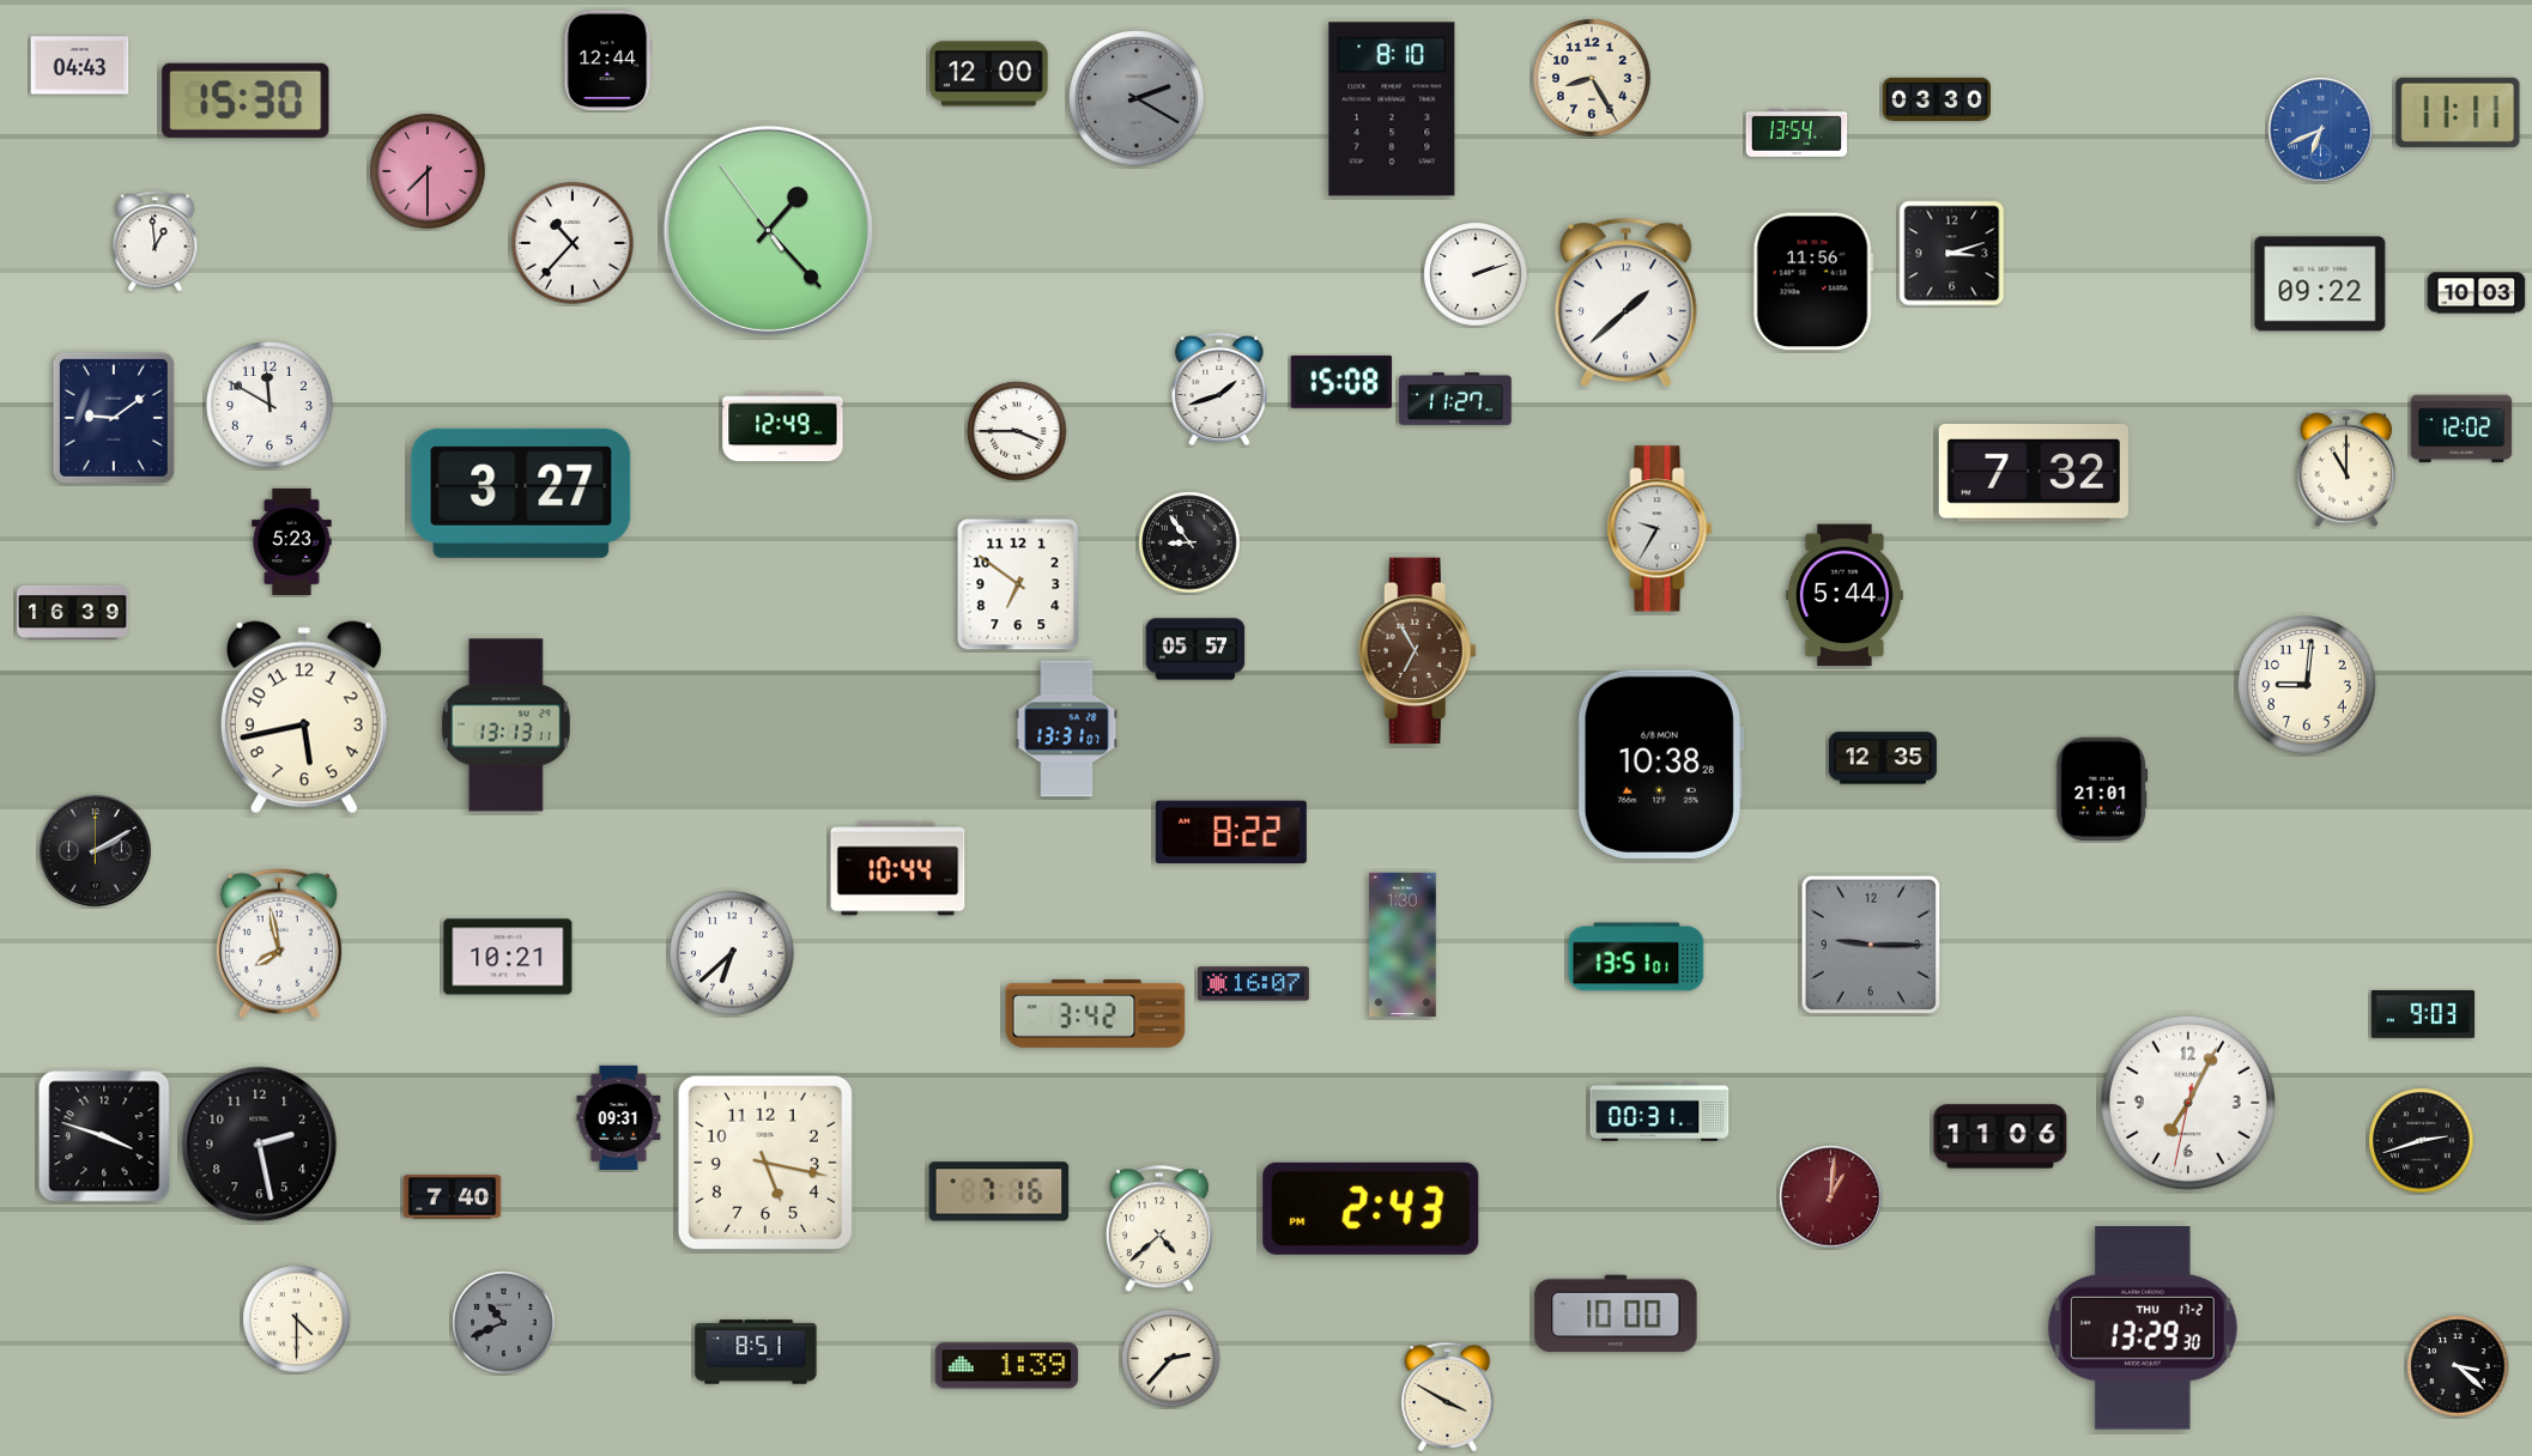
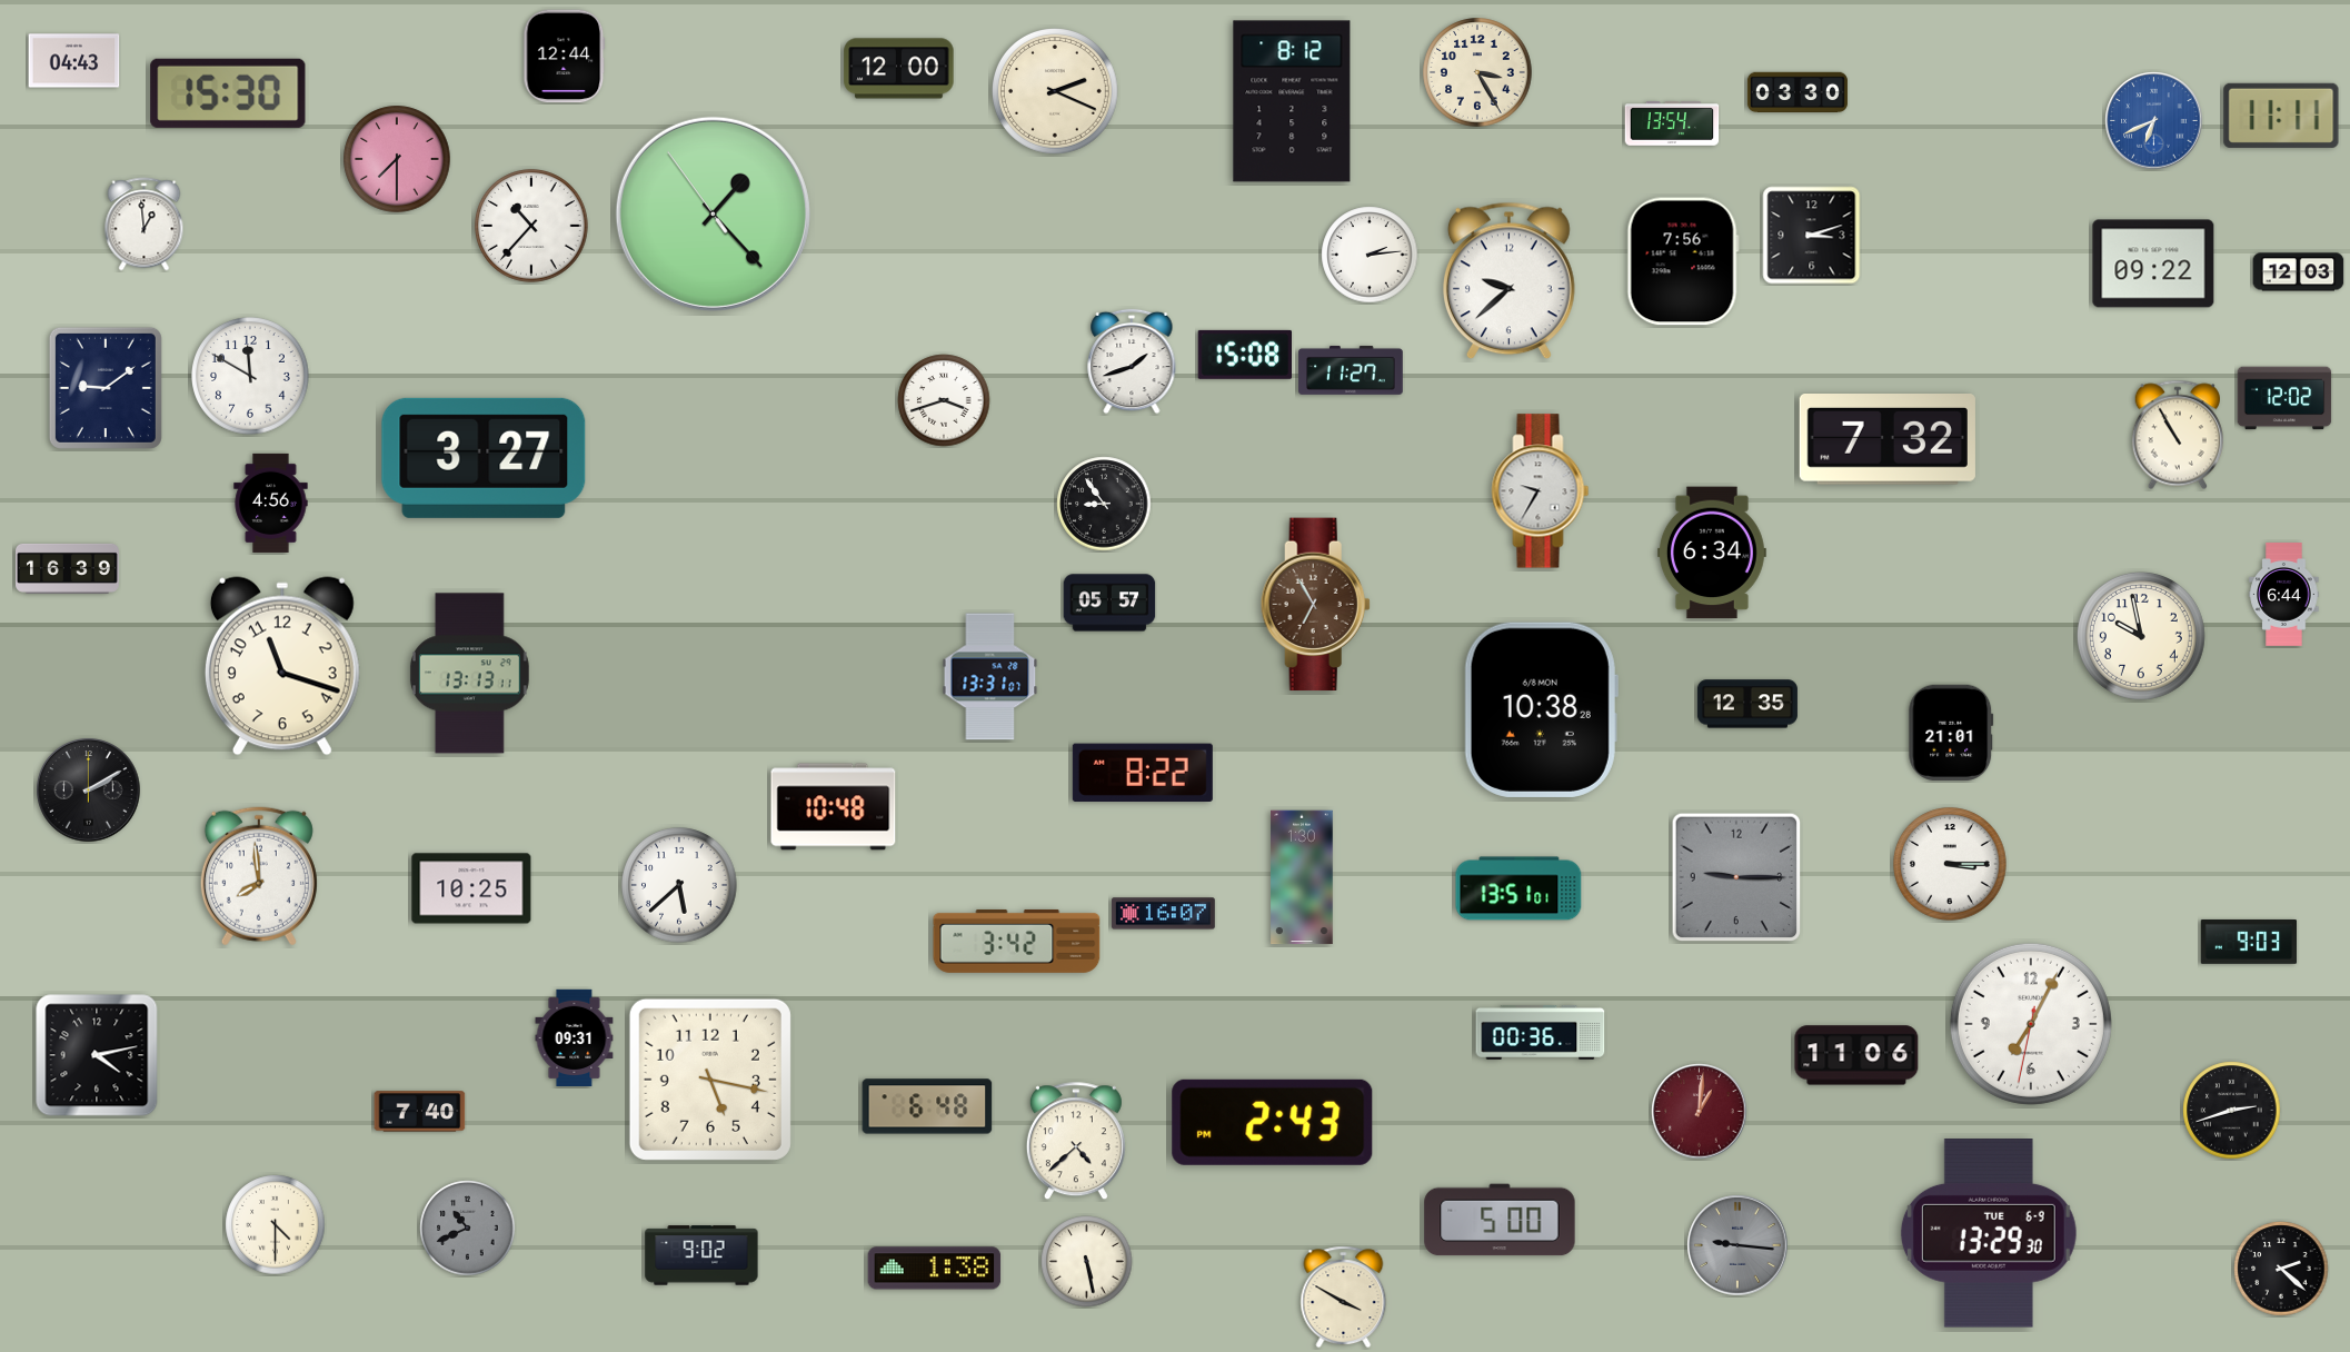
clock at (989, 74) position: (989, 74) -> (899, 69)
clock at (1592, 78): 8:25 -> 3:25
clock at (1138, 99): 2:20 -> 2:19
clock at (1138, 99) dial: grey -> cream
clock at (1392, 109): 8:10 -> 8:12
clock at (2458, 113) position: (2458, 113) -> (2281, 116)
clock at (1797, 133) position: (1797, 133) -> (1672, 123)
clock at (1476, 274): 2:12 -> 2:14
clock at (1813, 281): 11:56 -> 7:56
clock at (2477, 293): 10:03 -> 12:03
clock at (1625, 303): 1:38 -> 9:38
clock at (783, 427): 12:49 -> none
clock at (1017, 431): 3:45 -> 3:42
clock at (2346, 468): 11:00 -> 10:55
clock at (292, 541): 5:23 -> 4:56
clock at (1018, 584): 6:51 -> none
clock at (1845, 595): 5:44 -> 6:34
clock at (2284, 595): none -> 6:44
clock at (2308, 686): 9:01 -> 9:58
clock at (304, 717): 5:43 -> 11:18
clock at (898, 869): 10:44 -> 10:48
clock at (1950, 864): none -> 3:15
clock at (279, 944): 7:58 -> 7:59
clock at (732, 953): 6:38 -> 5:38
clock at (508, 957): 10:21 -> 10:25
clock at (1660, 1111): 00:31 -> 00:36
clock at (104, 1136): 3:48 -> 4:13
clock at (2422, 1141) position: (2422, 1141) -> (2232, 1111)
clock at (260, 1145): 2:28 -> none
clock at (999, 1191): 7:16 -> 6:48
clock at (1616, 1314): 10:00 -> 5:00
clock at (2143, 1329) date: THU 17-2 -> TUE 6-9
clock at (1737, 1245): none -> 9:16
clock at (756, 1352): 8:51 -> 9:02
clock at (1171, 1359): 2:37 -> 5:28
clock at (1007, 1366): 1:39 -> 1:38
clock at (2458, 1366): 3:22 -> 2:22
